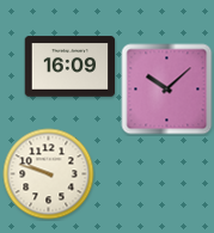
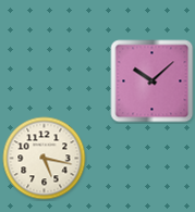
clock at (71, 67): 16:09 -> none
clock at (49, 174): 9:48 -> 5:17
